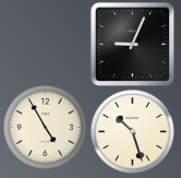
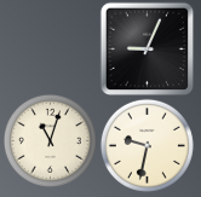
clock at (45, 127): 4:55 -> 11:03
clock at (132, 131): 10:27 -> 9:32
